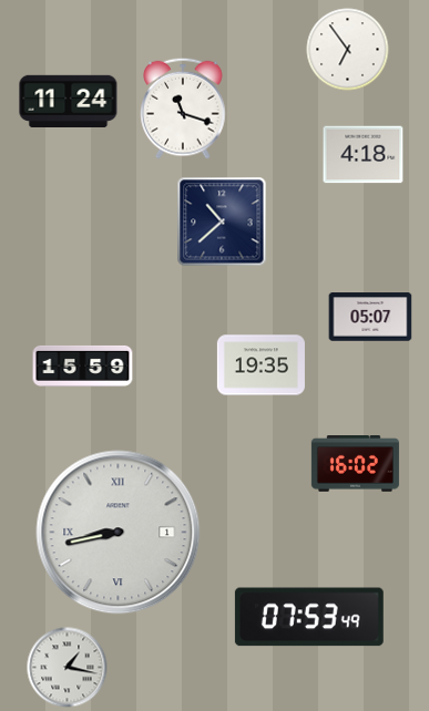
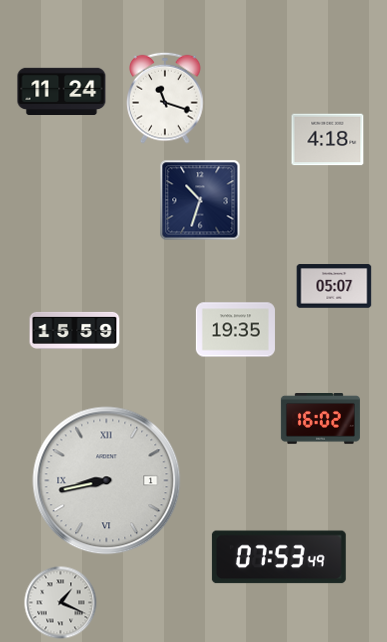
clock at (348, 50): 6:54 -> none
clock at (222, 221): 10:38 -> 10:33
clock at (68, 668): 1:17 -> 1:19
